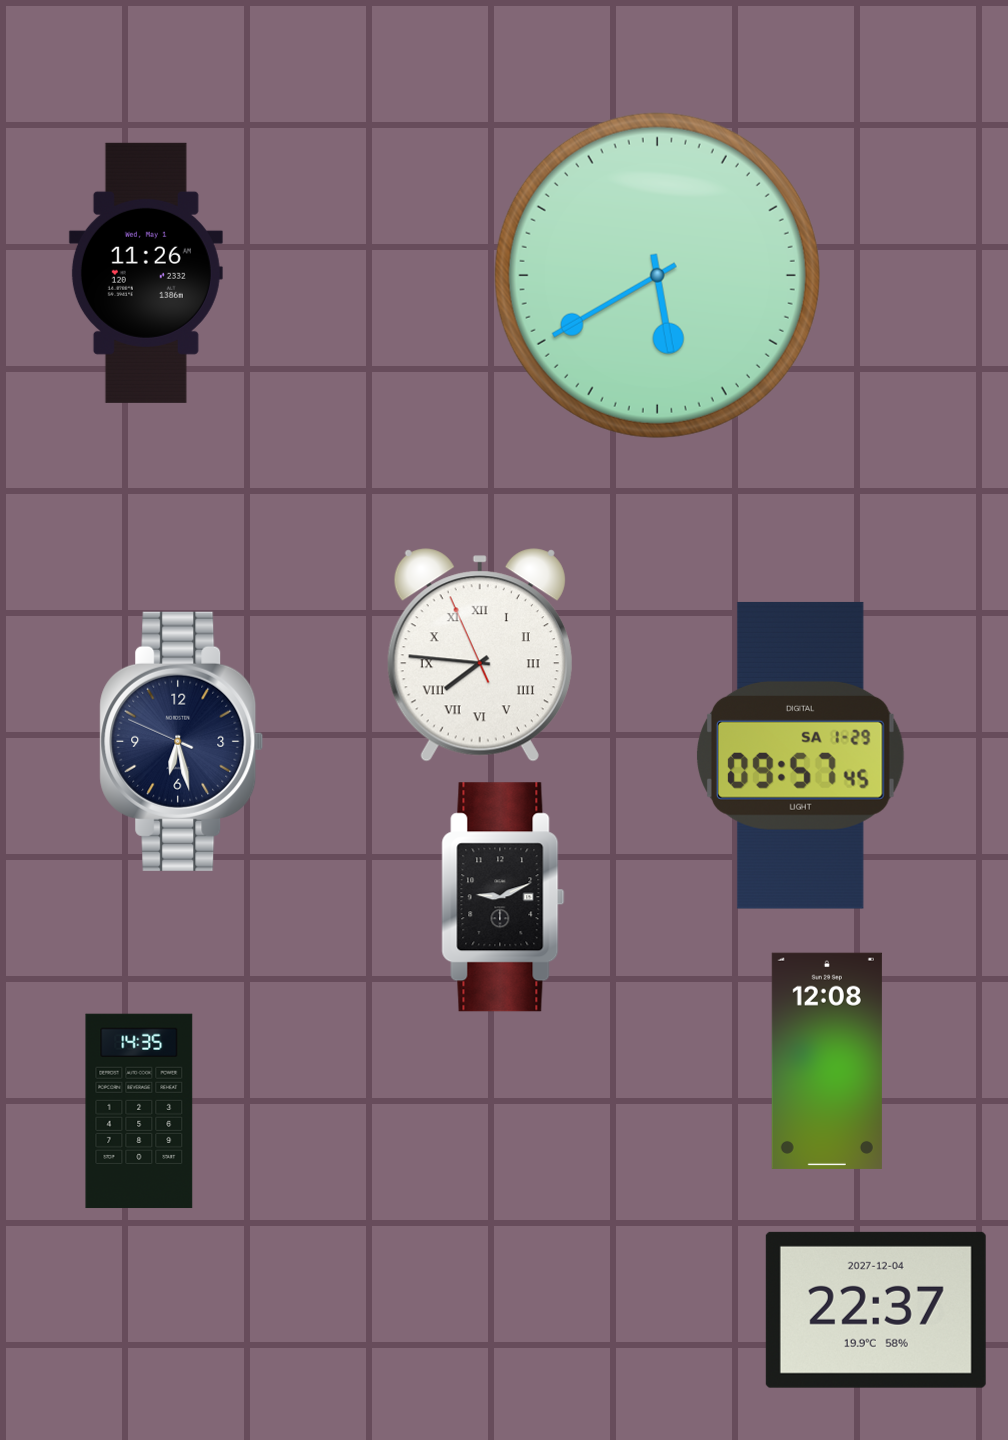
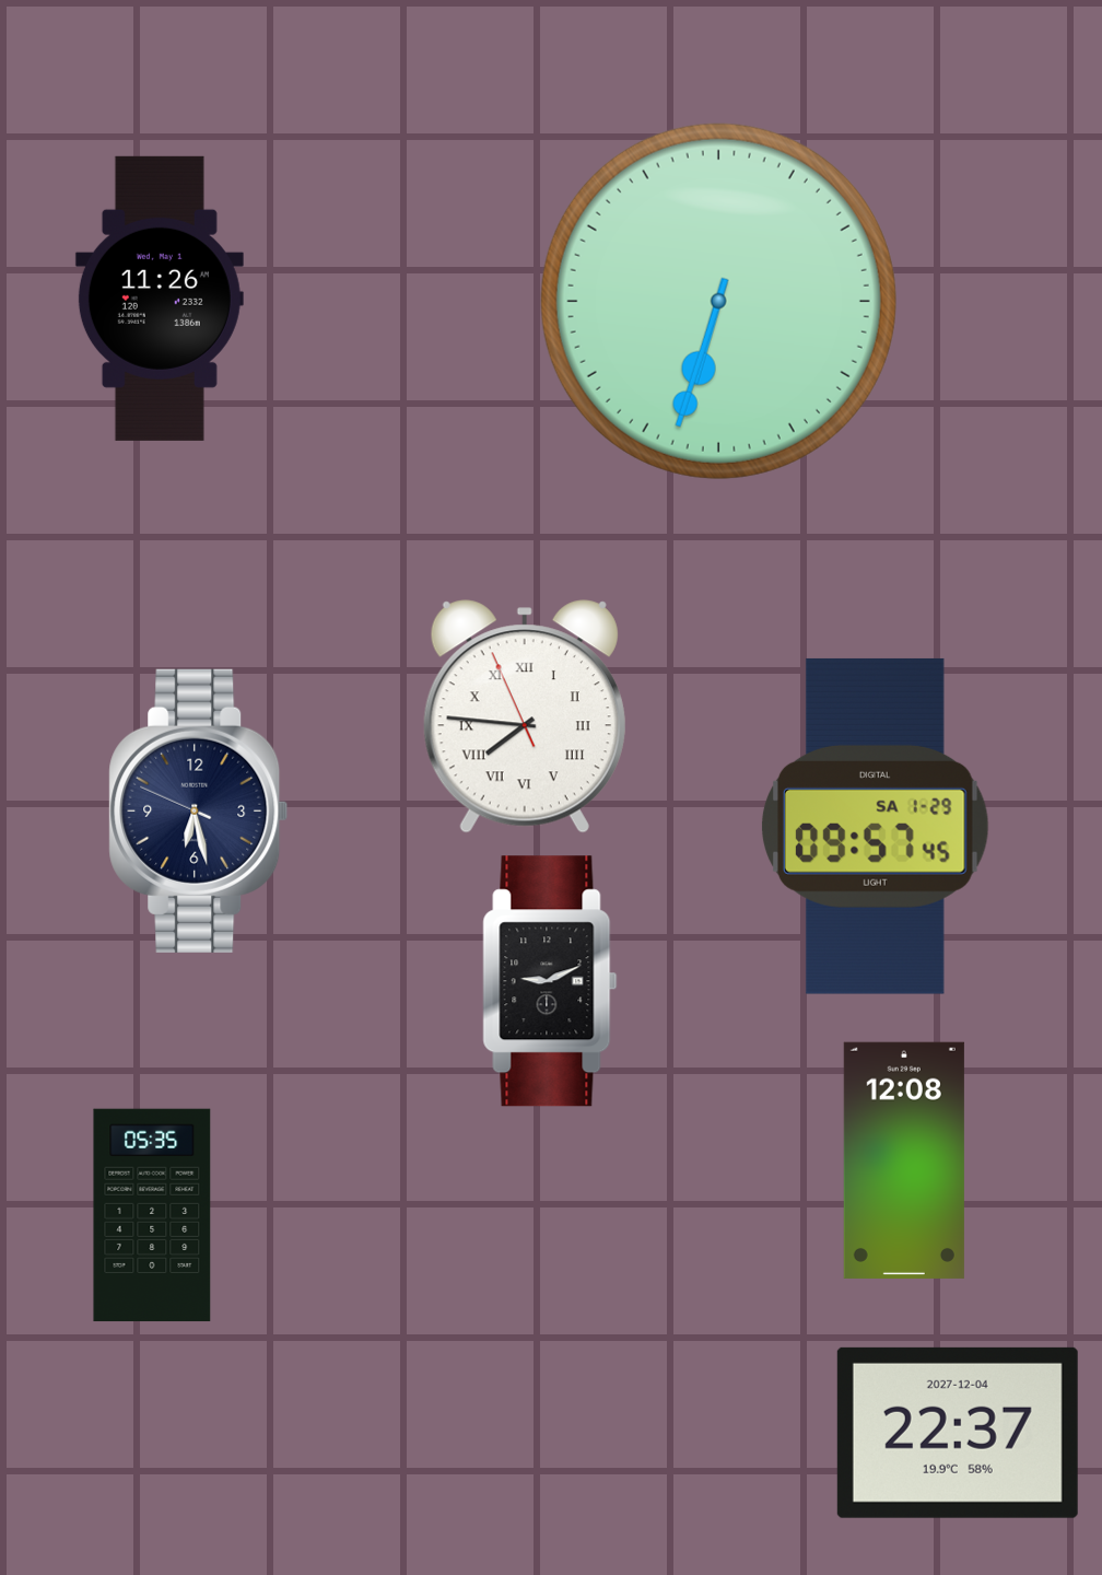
clock at (657, 275): 5:40 -> 6:33
clock at (139, 1111): 14:35 -> 05:35
